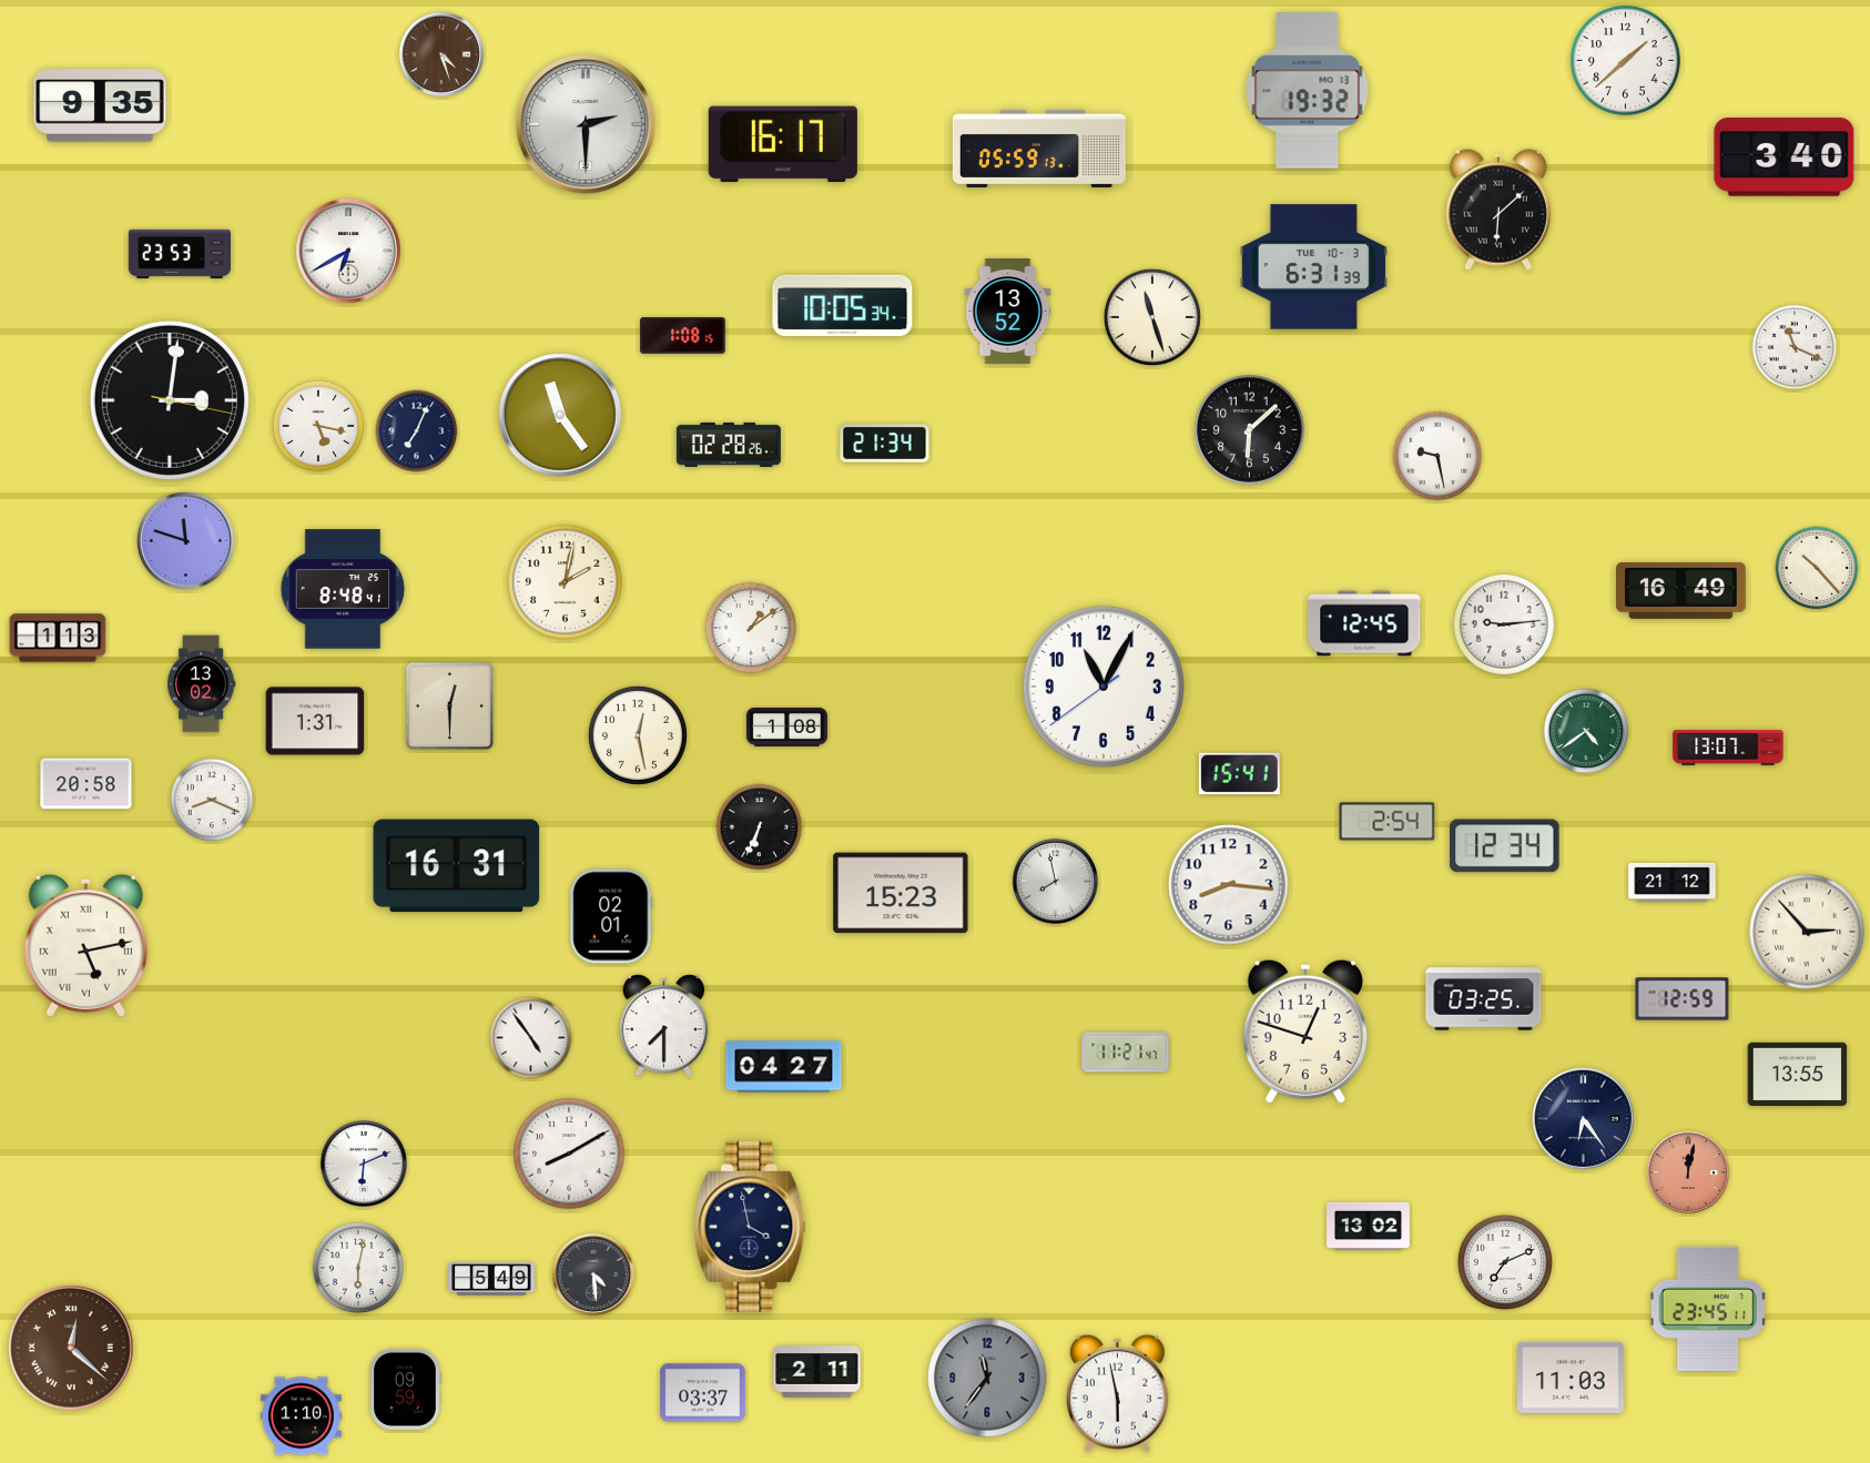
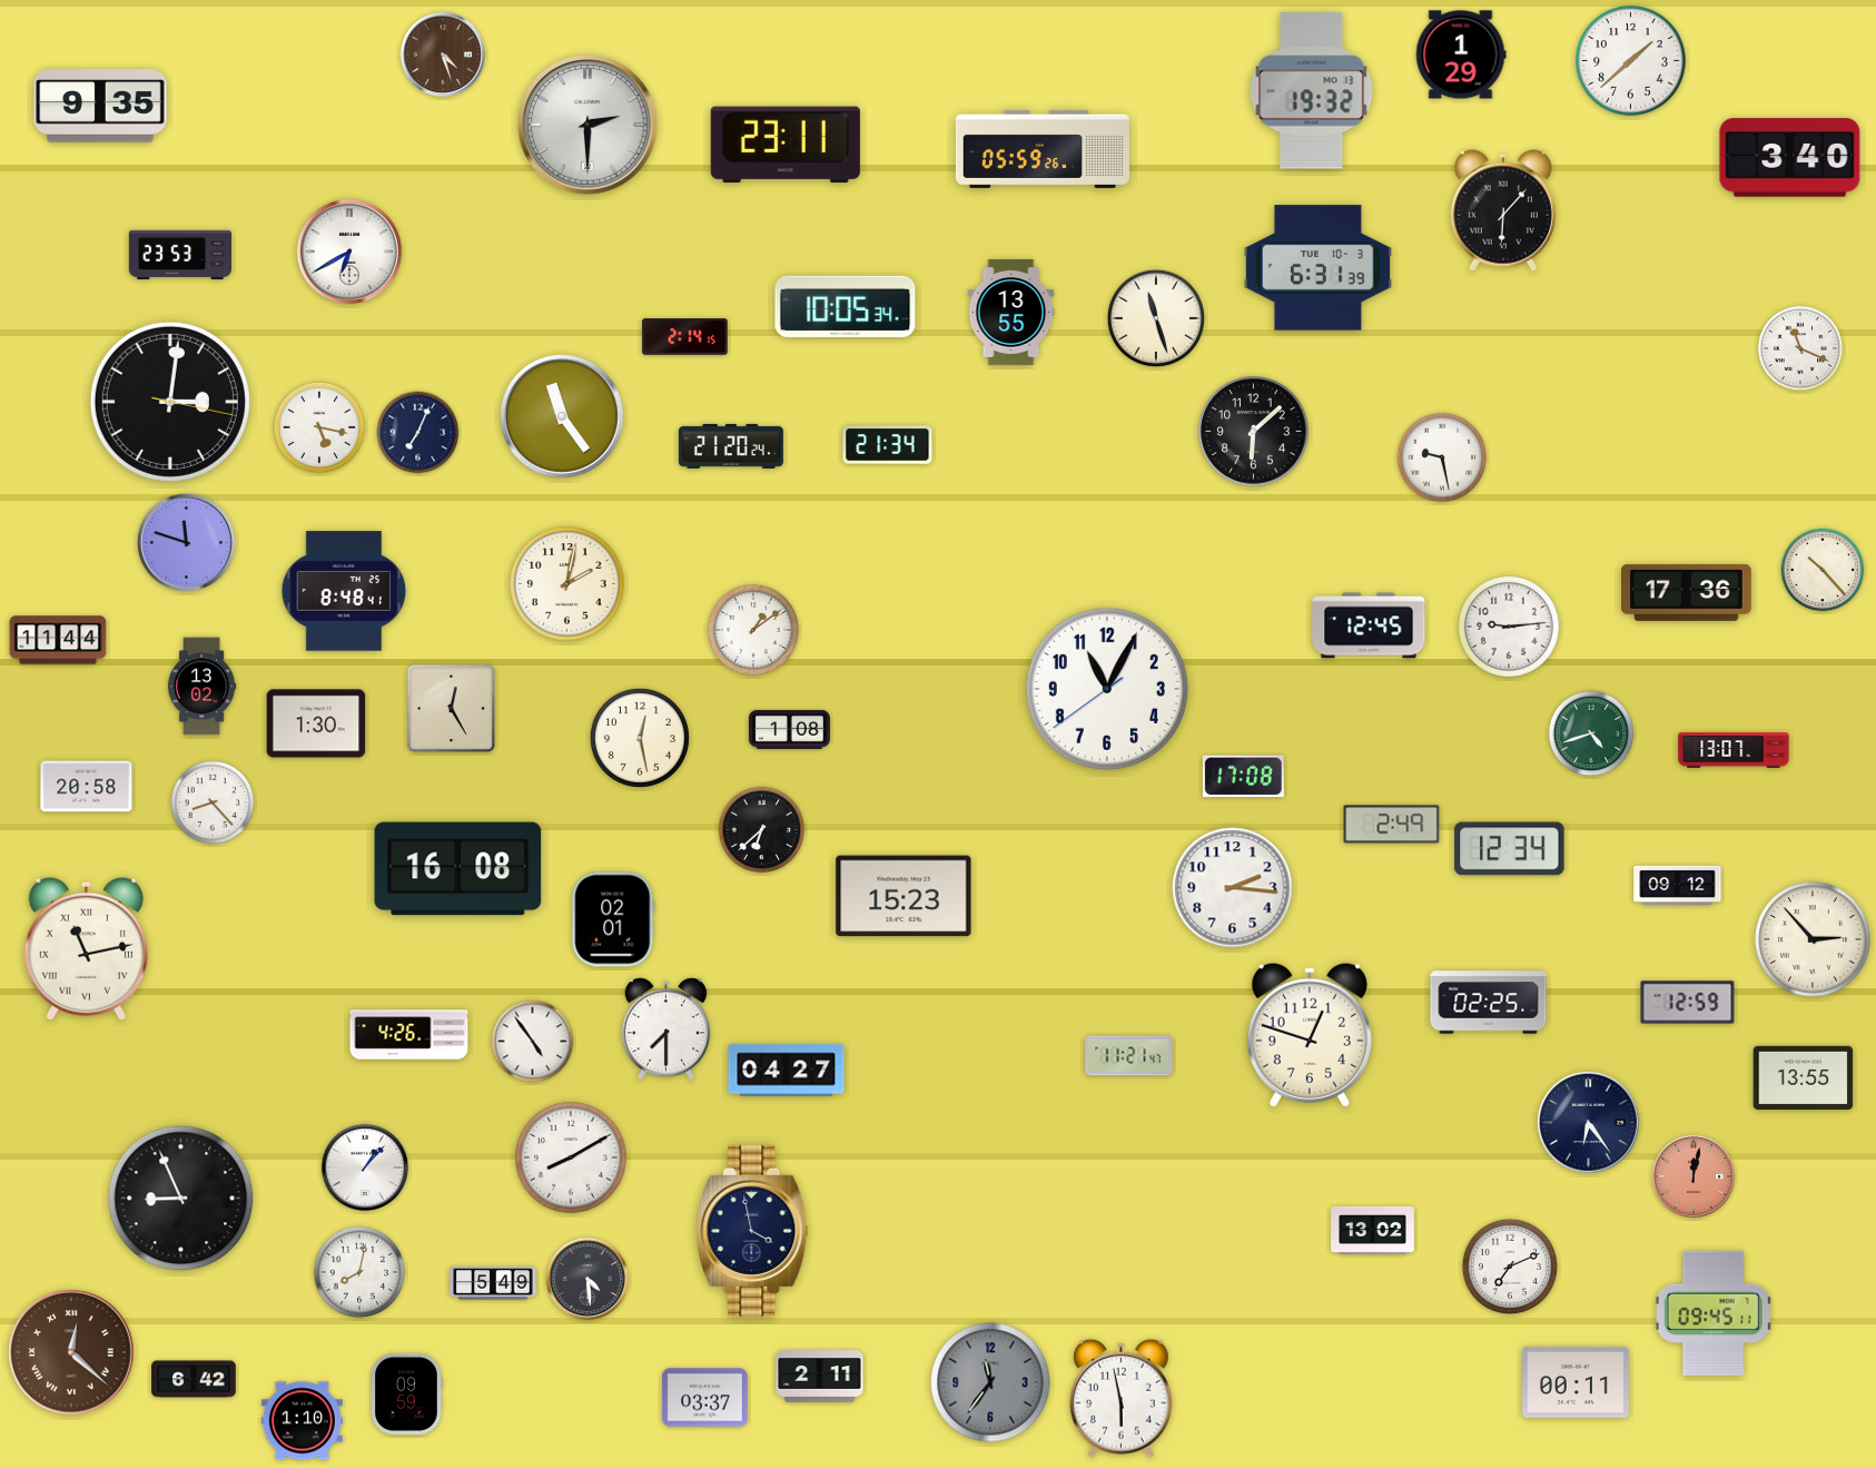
clock at (1461, 55): none -> 1:29
clock at (783, 144): 16:17 -> 23:11
clock at (1039, 149): 05:59:13 -> 05:59:26
clock at (1498, 210): 6:08 -> 6:07
clock at (1008, 311): 13:52 -> 13:55
clock at (683, 336): 1:08 -> 2:14
clock at (729, 445): 02:28 -> 21:20
clock at (1681, 590): 16:49 -> 17:36
clock at (58, 638): 1:13 -> 11:44
clock at (450, 707): 12:30 -> 12:25
clock at (315, 721): 1:31 -> 1:30
clock at (1586, 731): 4:39 -> 4:42
clock at (1239, 774): 15:41 -> 17:08
clock at (212, 800): 8:19 -> 8:23
clock at (1388, 822): 2:54 -> 2:49
clock at (760, 827): 6:34 -> 6:38
clock at (457, 866): 16:31 -> 16:08
clock at (1055, 881): 7:58 -> none
clock at (1673, 882): 21:12 -> 09:12
clock at (1229, 885): 8:16 -> 2:16
clock at (1807, 932) position: (1807, 932) -> (1813, 939)
clock at (85, 945): 5:13 -> 11:13
clock at (1484, 999): 03:25 -> 02:25
clock at (409, 1035): none -> 4:26
clock at (364, 1164): 6:11 -> 1:07
clock at (181, 1199): none -> 8:56
clock at (358, 1268): 6:02 -> 8:02
clock at (592, 1273) position: (592, 1273) -> (586, 1278)
clock at (1708, 1309): 23:45 -> 09:45
clock at (194, 1379): none -> 6:42
clock at (1572, 1378): 11:03 -> 00:11
